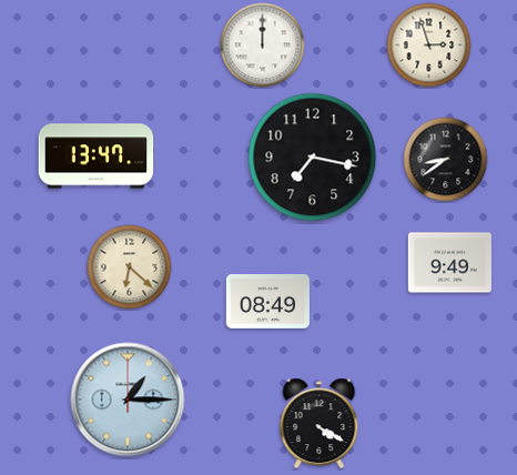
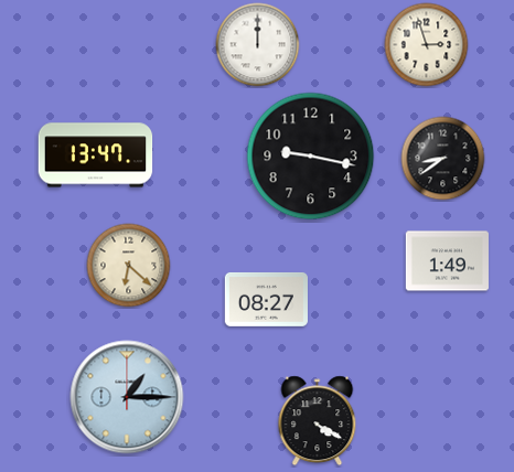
clock at (263, 46) position: (263, 46) -> (258, 45)
clock at (313, 158): 7:17 -> 9:17
clock at (449, 263): 9:49 -> 1:49
clock at (267, 301): 08:49 -> 08:27
